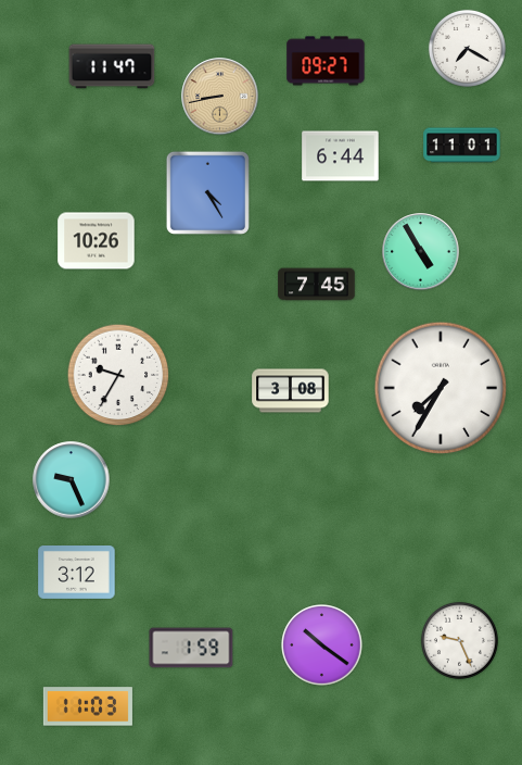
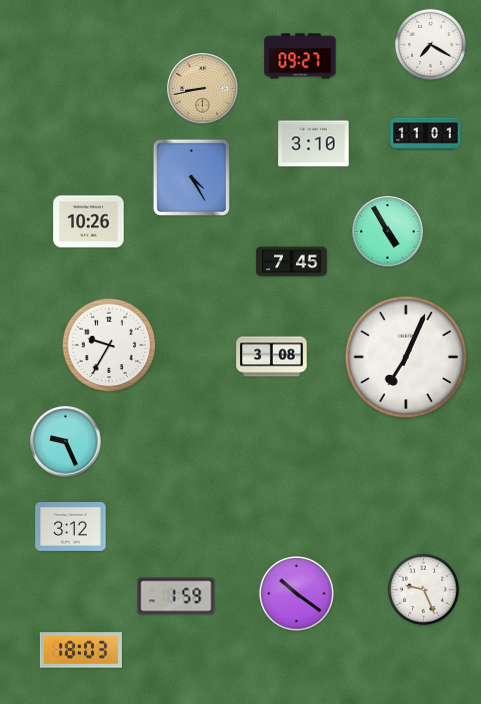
clock at (112, 66): 11:47 -> none
clock at (341, 156): 6:44 -> 3:10
clock at (441, 388): 7:35 -> 7:04
clock at (291, 391) position: (291, 391) -> (272, 357)
clock at (88, 706): 11:03 -> 18:03
